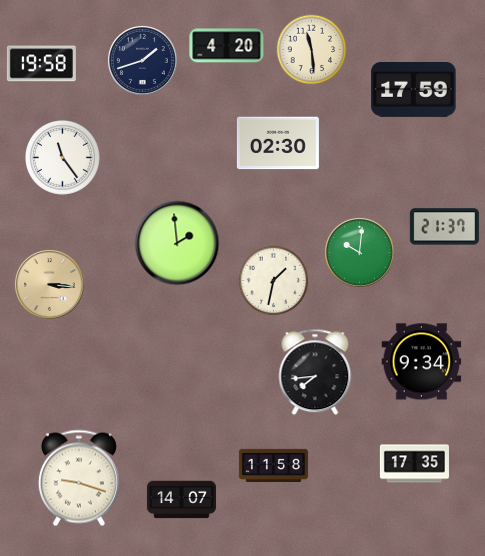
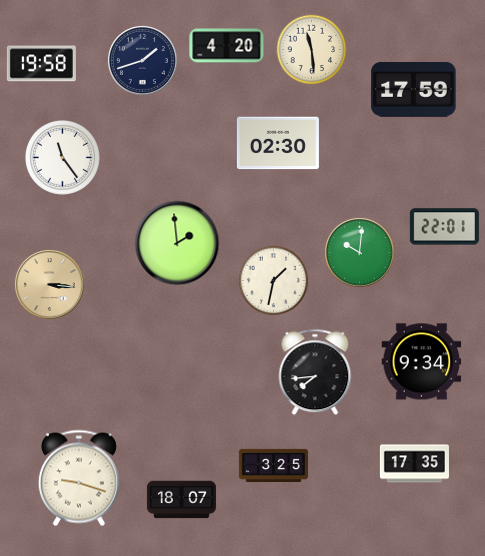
clock at (444, 227): 21:37 -> 22:01
clock at (273, 465): 11:58 -> 3:25
clock at (181, 500): 14:07 -> 18:07
